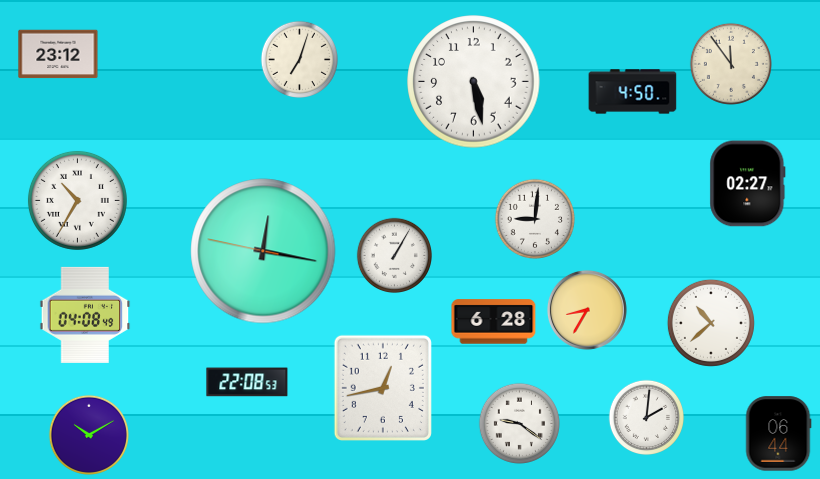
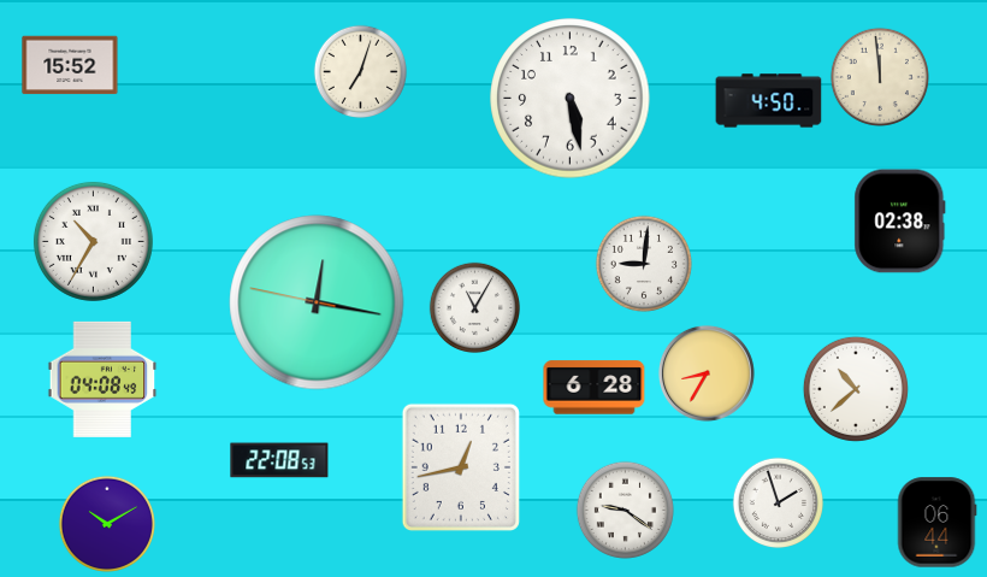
clock at (58, 54): 23:12 -> 15:52
clock at (731, 64): 11:54 -> 11:59
clock at (633, 92) position: (633, 92) -> (769, 101)
clock at (748, 184): 02:27 -> 02:38
clock at (394, 255): 1:05 -> 11:05
clock at (247, 382) position: (247, 382) -> (279, 460)
clock at (646, 417): 2:01 -> 1:57
